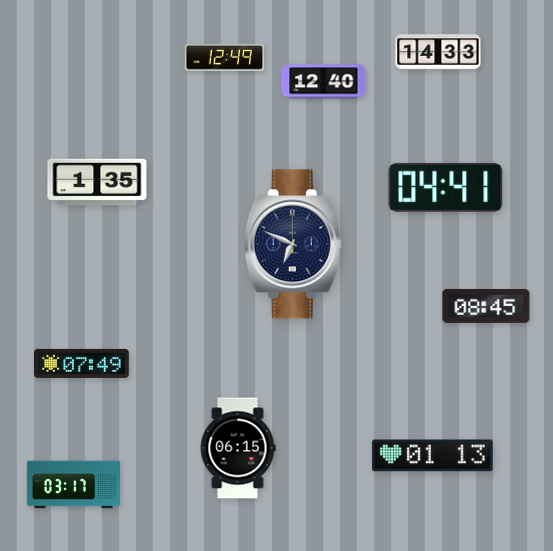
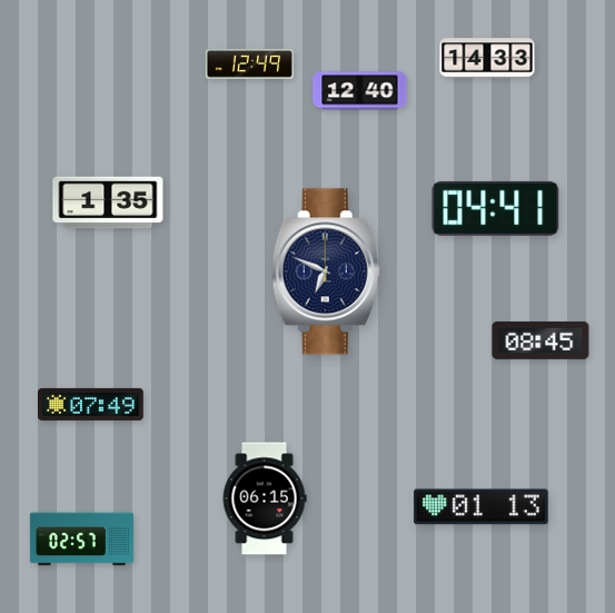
clock at (73, 485): 03:17 -> 02:57
